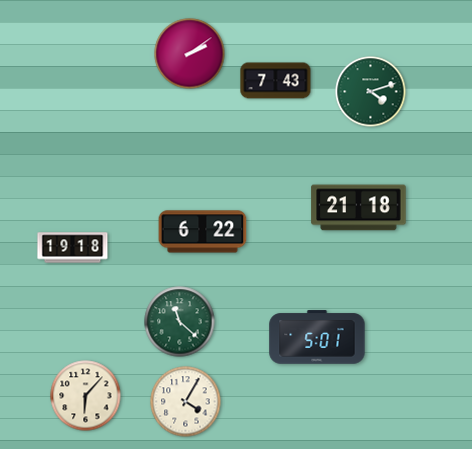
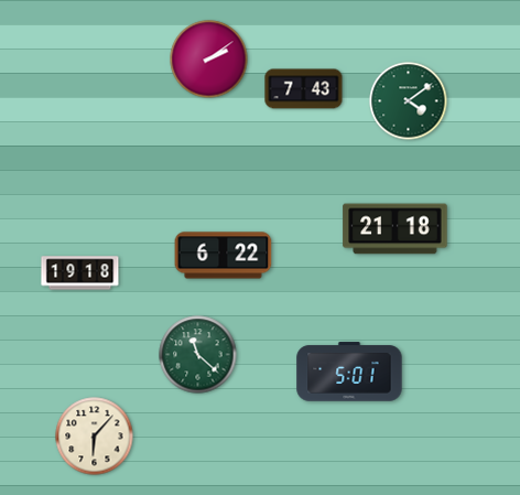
clock at (371, 92): 4:12 -> 4:09
clock at (186, 402): 4:05 -> none
